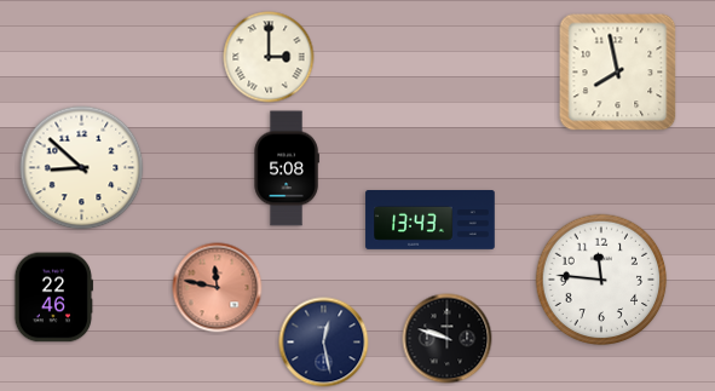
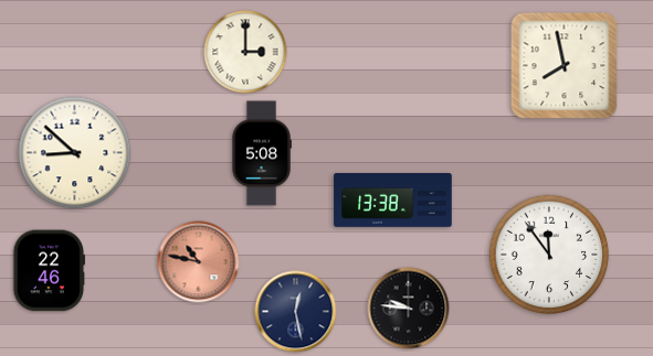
clock at (431, 220): 13:43 -> 13:38
clock at (601, 280): 11:46 -> 11:54
clock at (218, 288): 11:47 -> 10:47
clock at (448, 339): 9:48 -> 9:46
